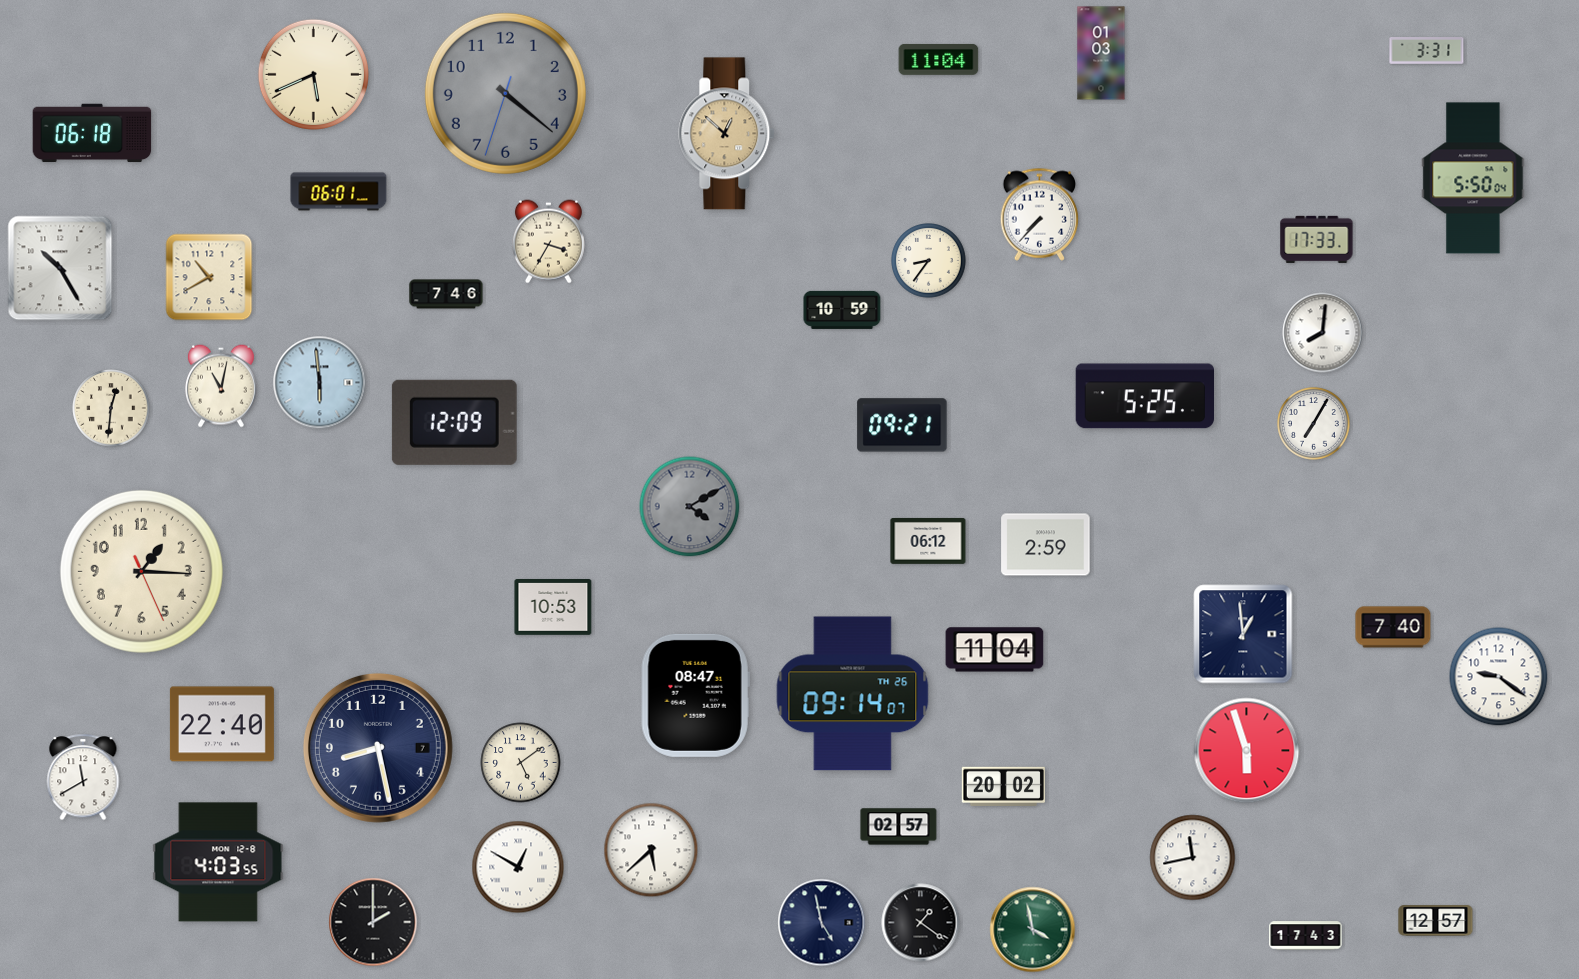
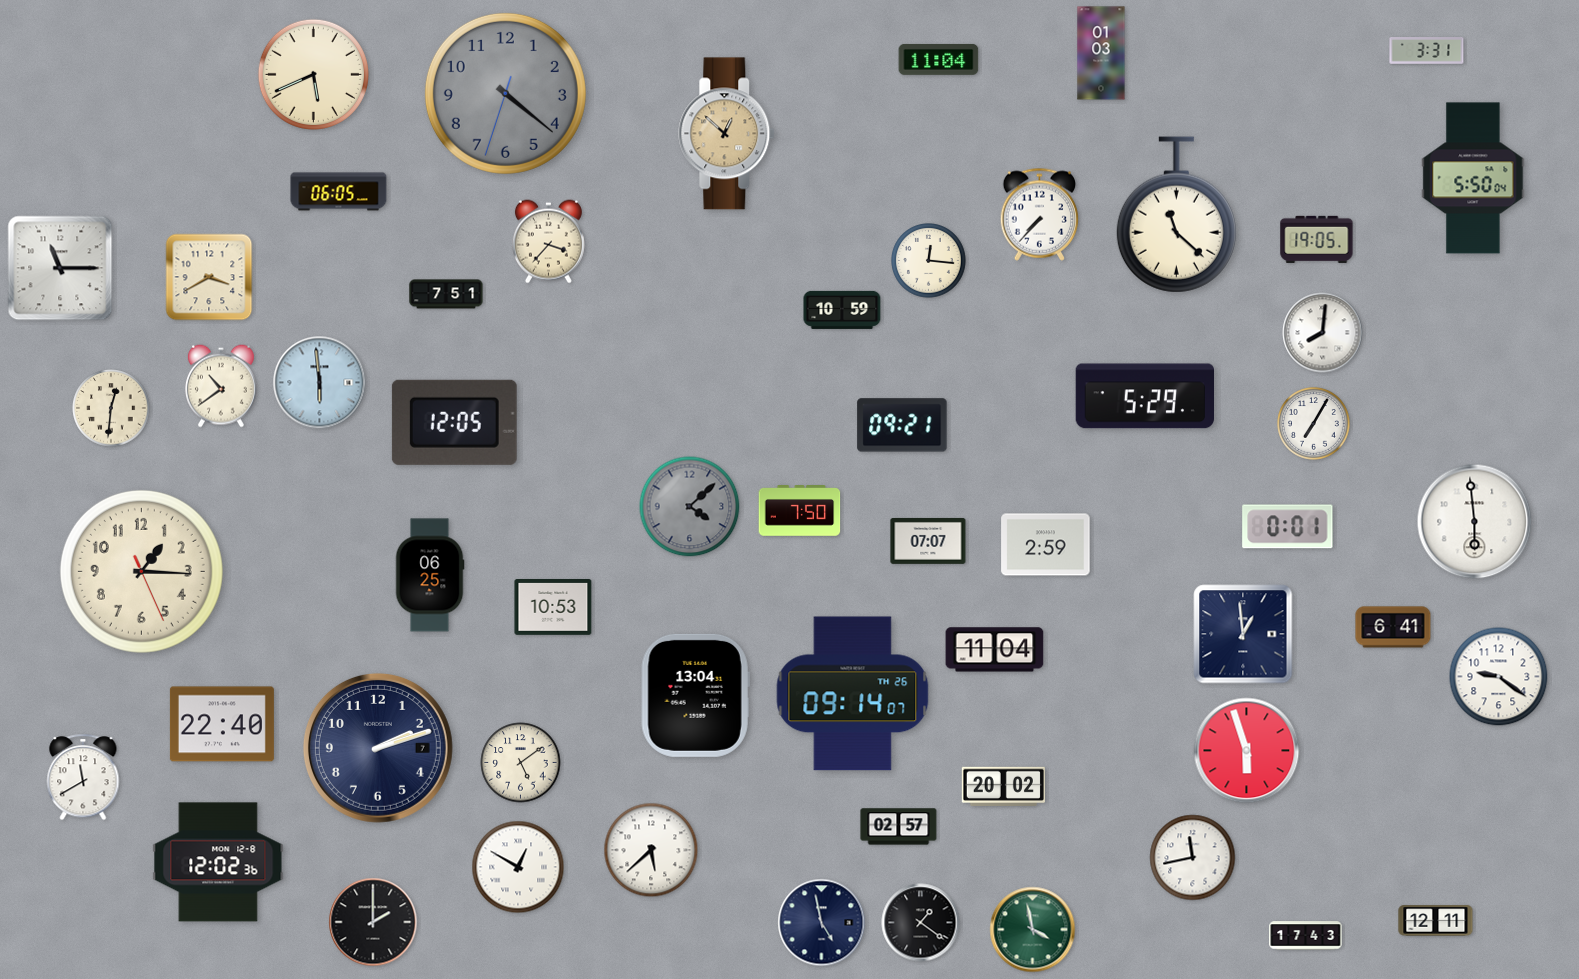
clock at (92, 133): 06:18 -> none
clock at (339, 192): 06:01 -> 06:05
clock at (1176, 215): none -> 11:22
clock at (1317, 239): 17:33 -> 19:05
clock at (548, 242): 3:35 -> 3:37
clock at (929, 261): 8:36 -> 12:16
clock at (60, 268): 10:25 -> 11:15
clock at (209, 277): 10:40 -> 3:40
clock at (446, 294): 7:46 -> 7:51
clock at (222, 386): 11:02 -> 10:39
clock at (1144, 396): 5:25 -> 5:29
clock at (454, 422): 12:09 -> 12:05
clock at (690, 507): 4:10 -> 4:08
clock at (800, 511): none -> 7:50
clock at (1475, 522): none -> 5:59
clock at (1288, 527): none -> 0:01
clock at (928, 541): 06:12 -> 07:07
clock at (430, 575): none -> 06:25
clock at (1393, 627): 7:40 -> 6:41
clock at (695, 695): 08:47 -> 13:04
clock at (378, 748): 8:28 -> 2:12
clock at (218, 862): 4:03 -> 12:02
clock at (1436, 921): 12:57 -> 12:11
